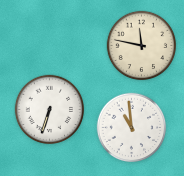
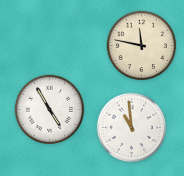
clock at (50, 110): 6:33 -> 4:55
